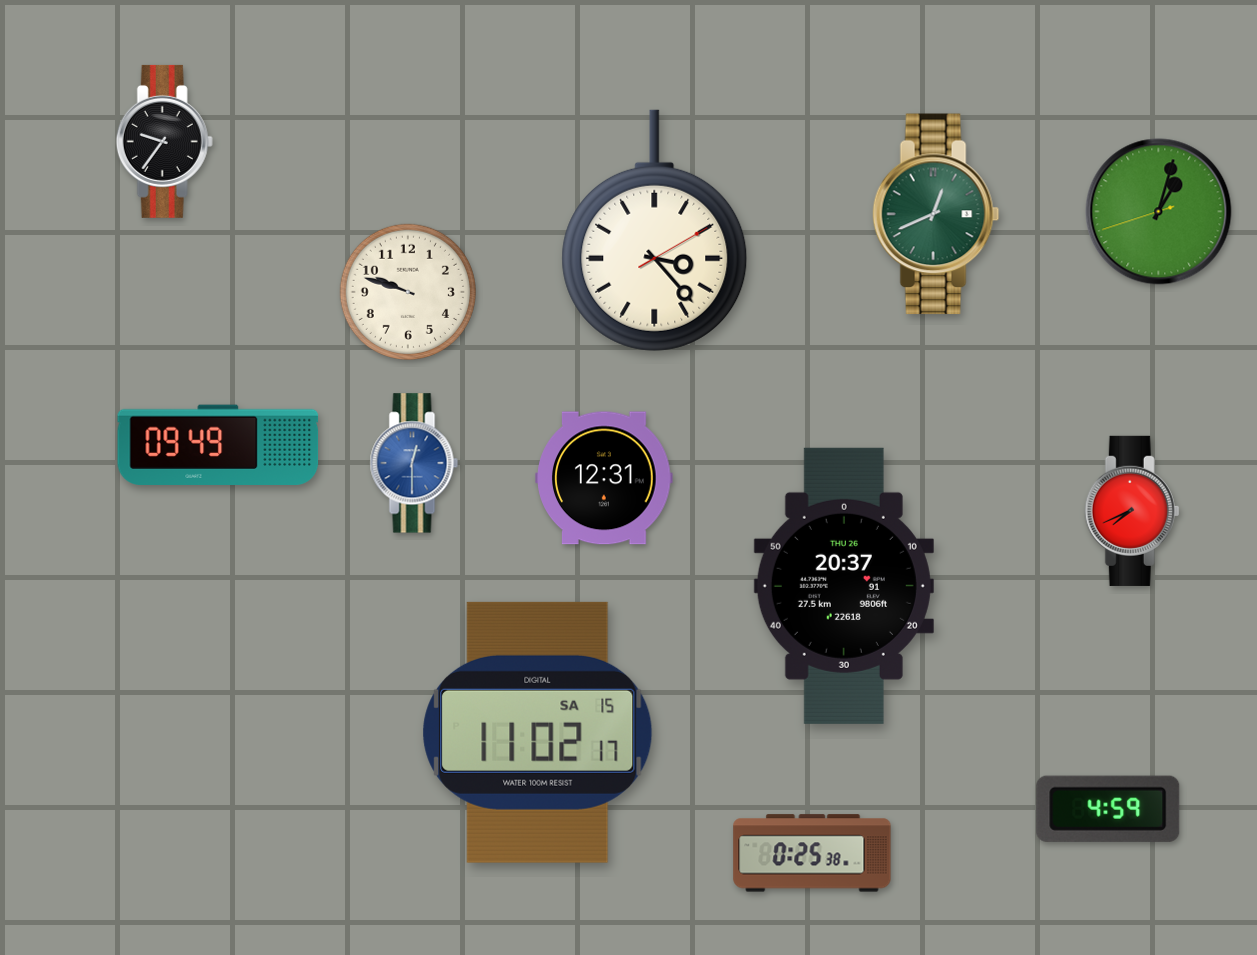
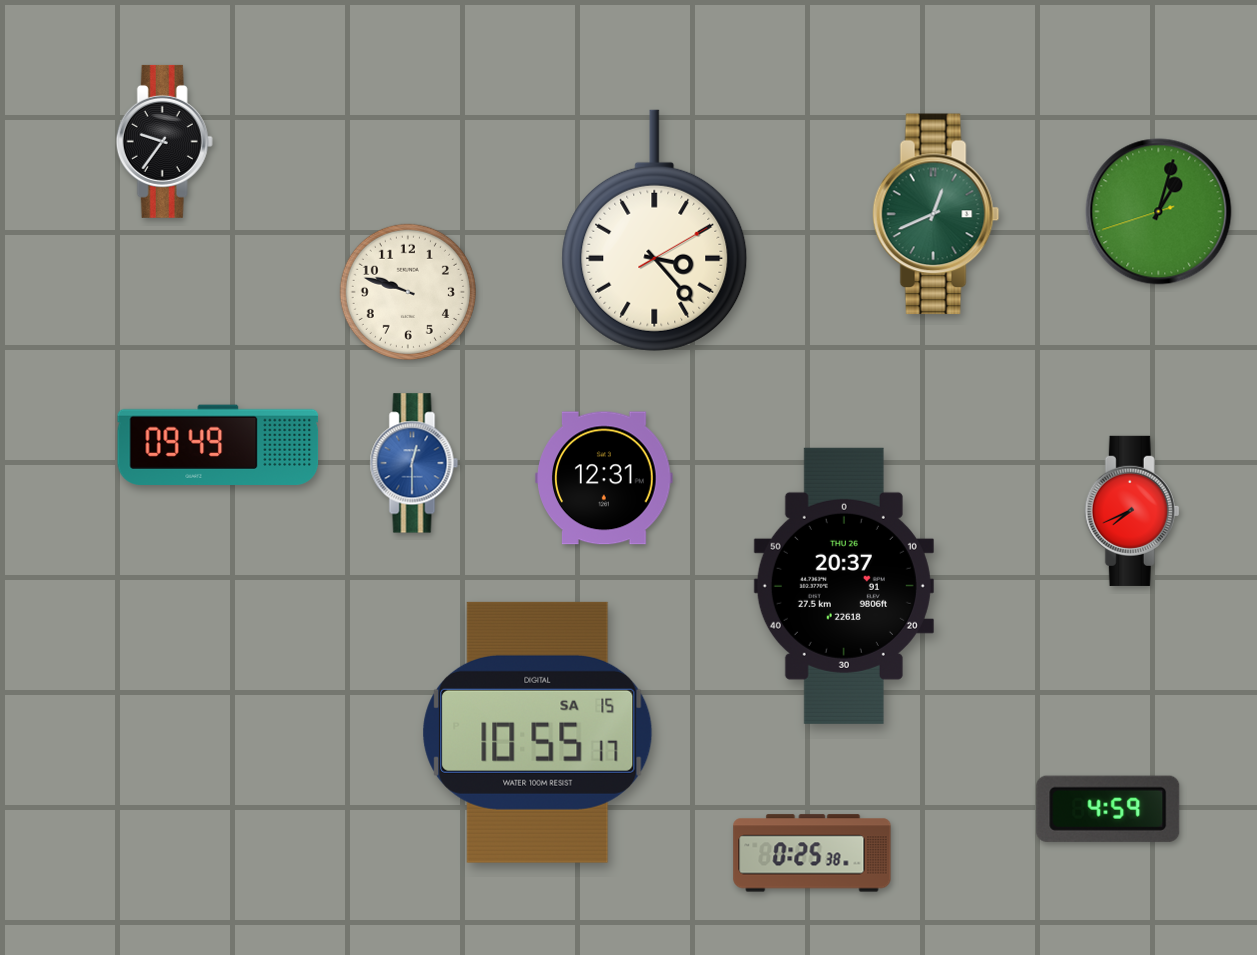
clock at (538, 732): 11:02 -> 10:55
